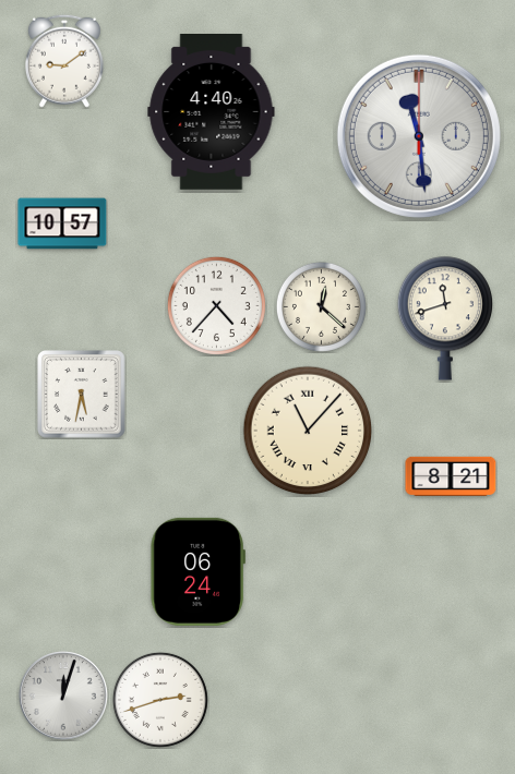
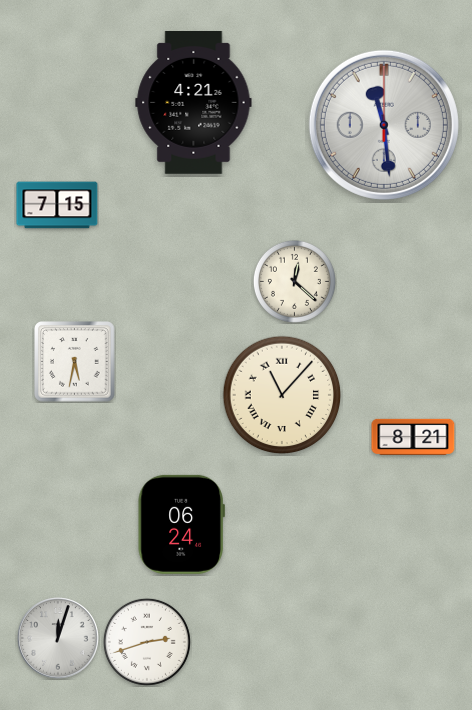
clock at (64, 61): 9:09 -> none
clock at (212, 112): 4:40 -> 4:21
clock at (62, 223): 10:57 -> 7:15
clock at (216, 305): 4:37 -> none
clock at (444, 318): 11:42 -> none
